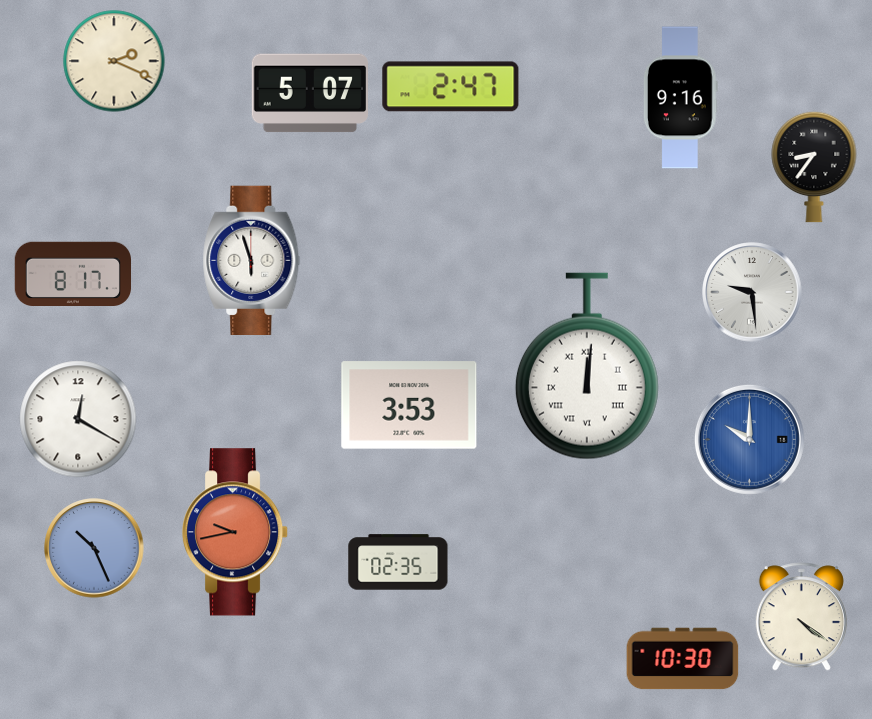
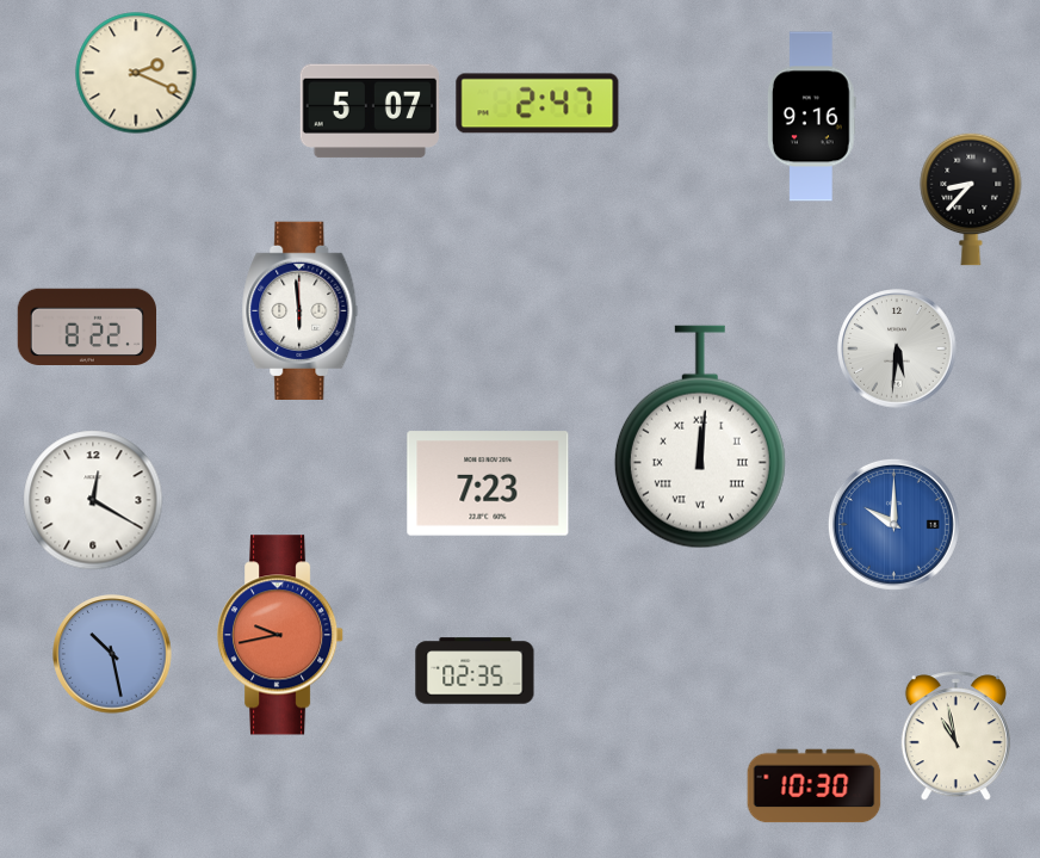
clock at (814, 167): 8:36 -> 8:37
clock at (252, 260): 5:57 -> 5:59
clock at (72, 273): 8:17 -> 8:22
clock at (752, 292): 9:29 -> 5:31
clock at (409, 405): 3:53 -> 7:23
clock at (94, 548): 10:26 -> 10:28
clock at (801, 617): 4:21 -> 10:58
